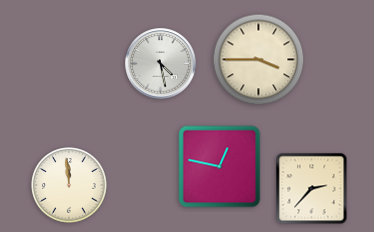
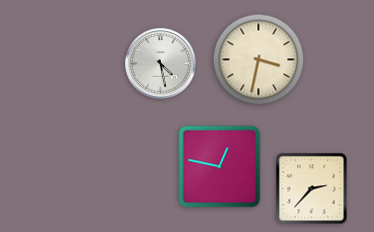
clock at (259, 60): 3:45 -> 3:32
clock at (69, 185): 11:59 -> none
